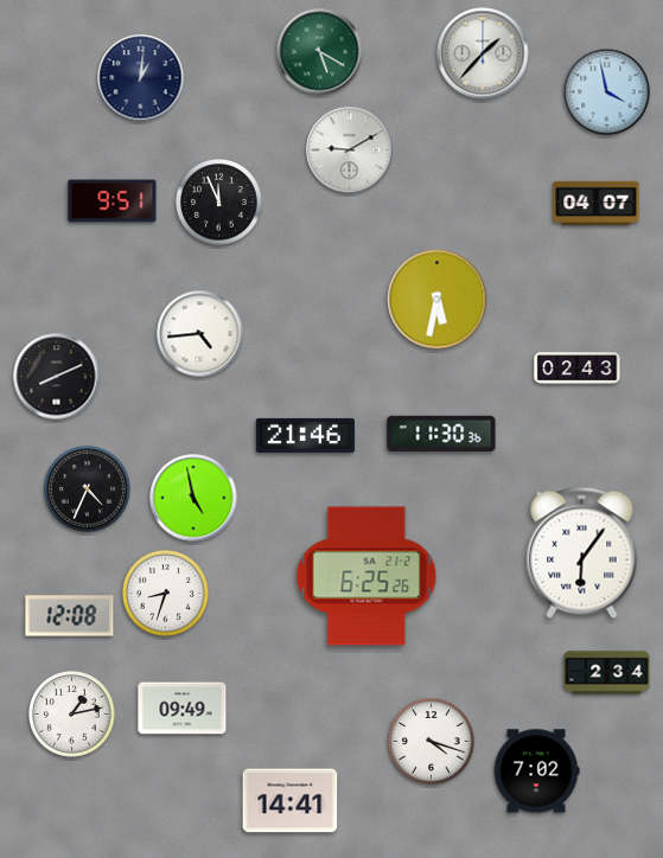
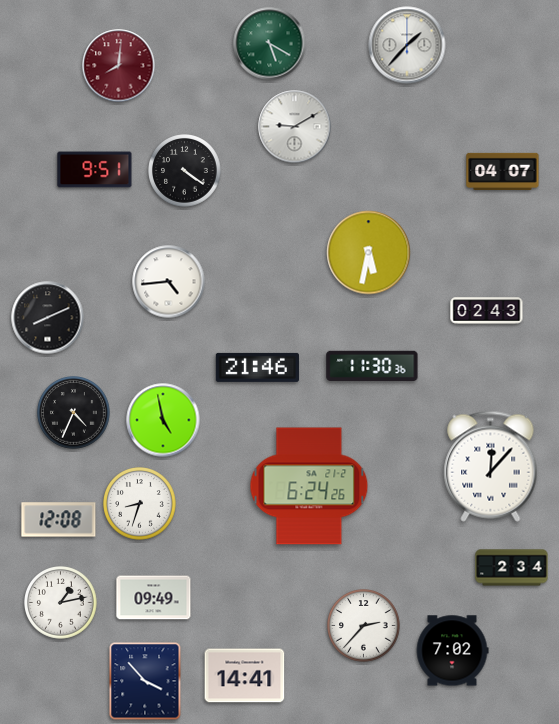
clock at (141, 78): 1:01 -> 8:01
clock at (141, 78) dial: navy -> burgundy
clock at (607, 92): 3:58 -> none
clock at (219, 203): 11:56 -> 4:21
clock at (582, 552): 6:06 -> 12:07
clock at (366, 576): 6:25 -> 6:24
clock at (166, 594) position: (166, 594) -> (140, 504)
clock at (432, 742): 4:18 -> 2:37
clock at (145, 681): none -> 3:53
